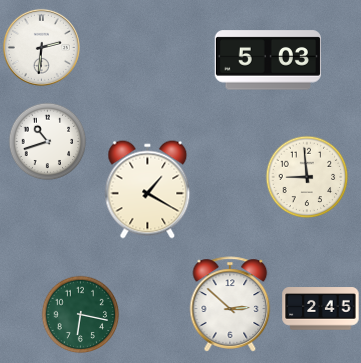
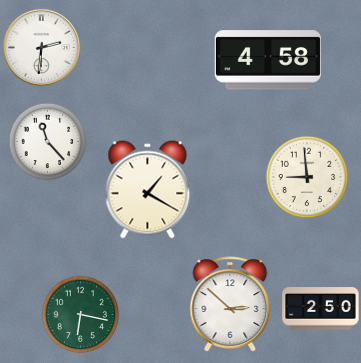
clock at (268, 60): 5:03 -> 4:58
clock at (47, 141): 10:42 -> 11:23
clock at (321, 309): 2:45 -> 2:50
